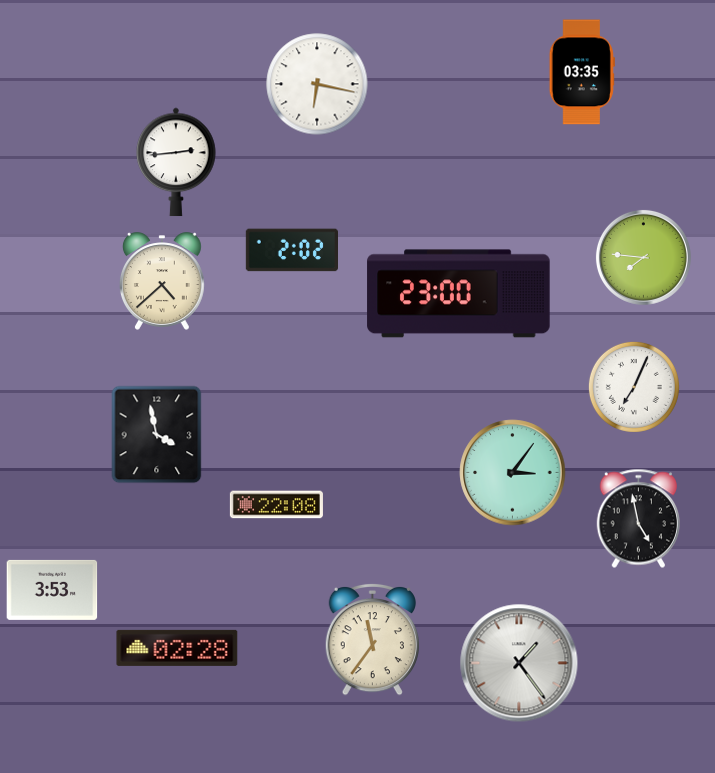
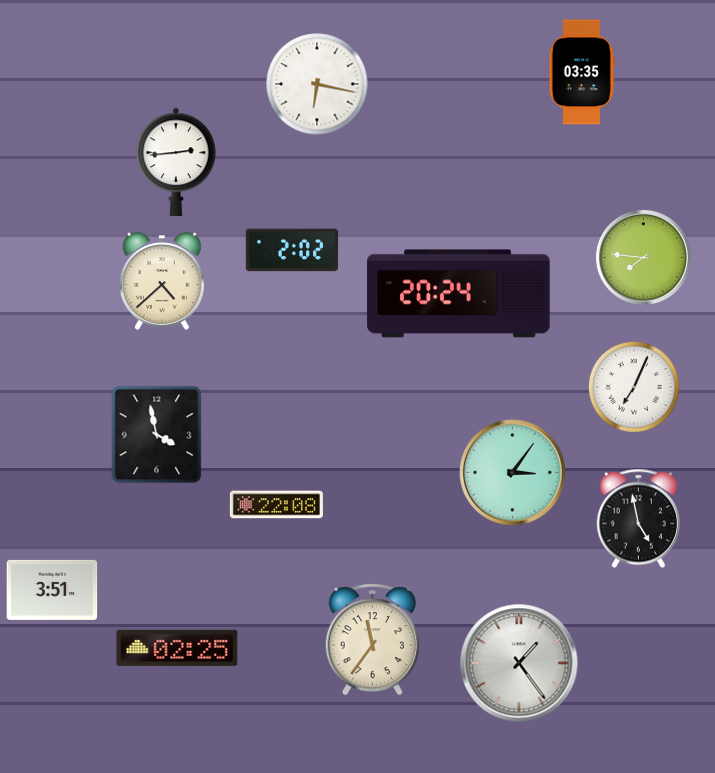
clock at (459, 294): 23:00 -> 20:24
clock at (52, 590): 3:53 -> 3:51
clock at (177, 648): 02:28 -> 02:25
